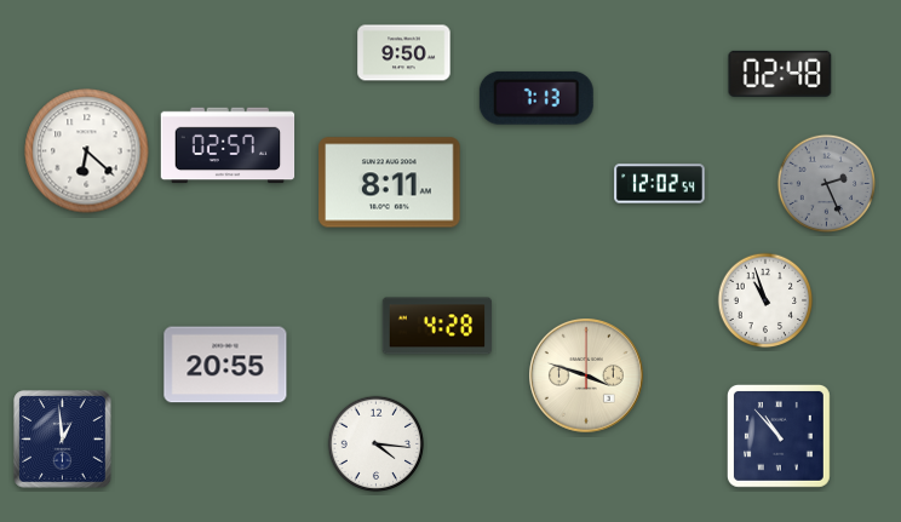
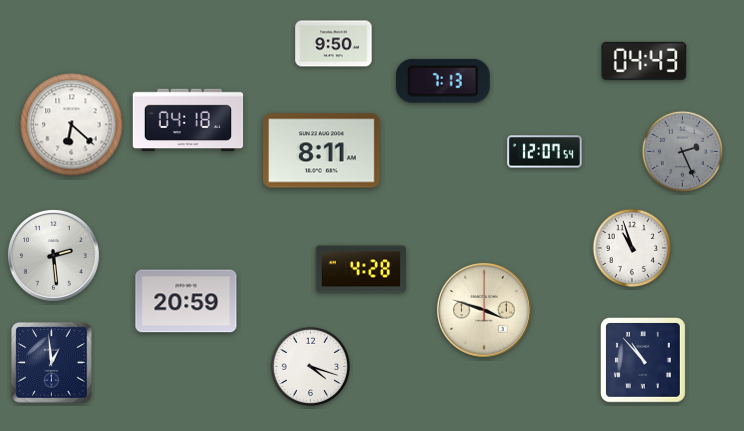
clock at (780, 74): 02:48 -> 04:43
clock at (228, 145): 02:57 -> 04:18
clock at (660, 184): 12:02 -> 12:07
clock at (53, 255): none -> 2:29
clock at (225, 365): 20:55 -> 20:59
clock at (377, 444): 4:16 -> 4:18
